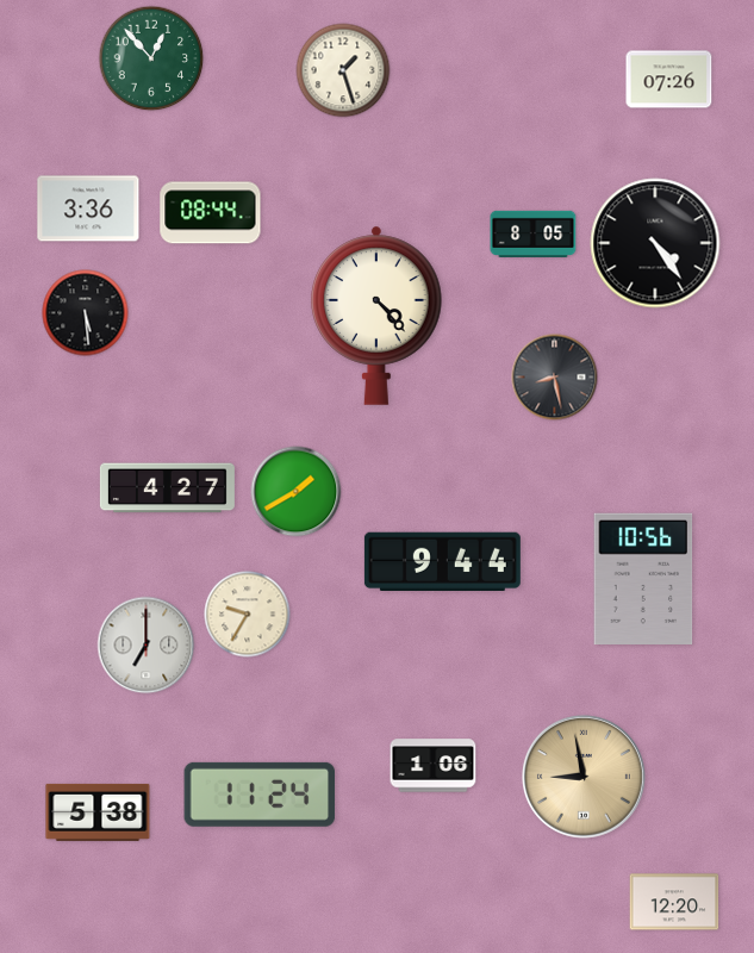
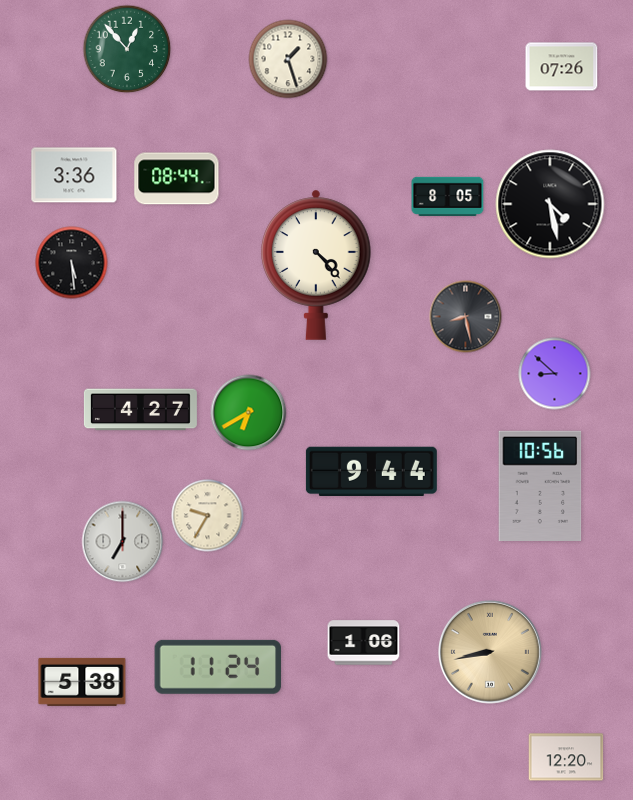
clock at (655, 243): 4:24 -> 4:28
clock at (555, 374): none -> 8:52
clock at (297, 492): 1:40 -> 6:40
clock at (584, 777): 8:58 -> 8:43
